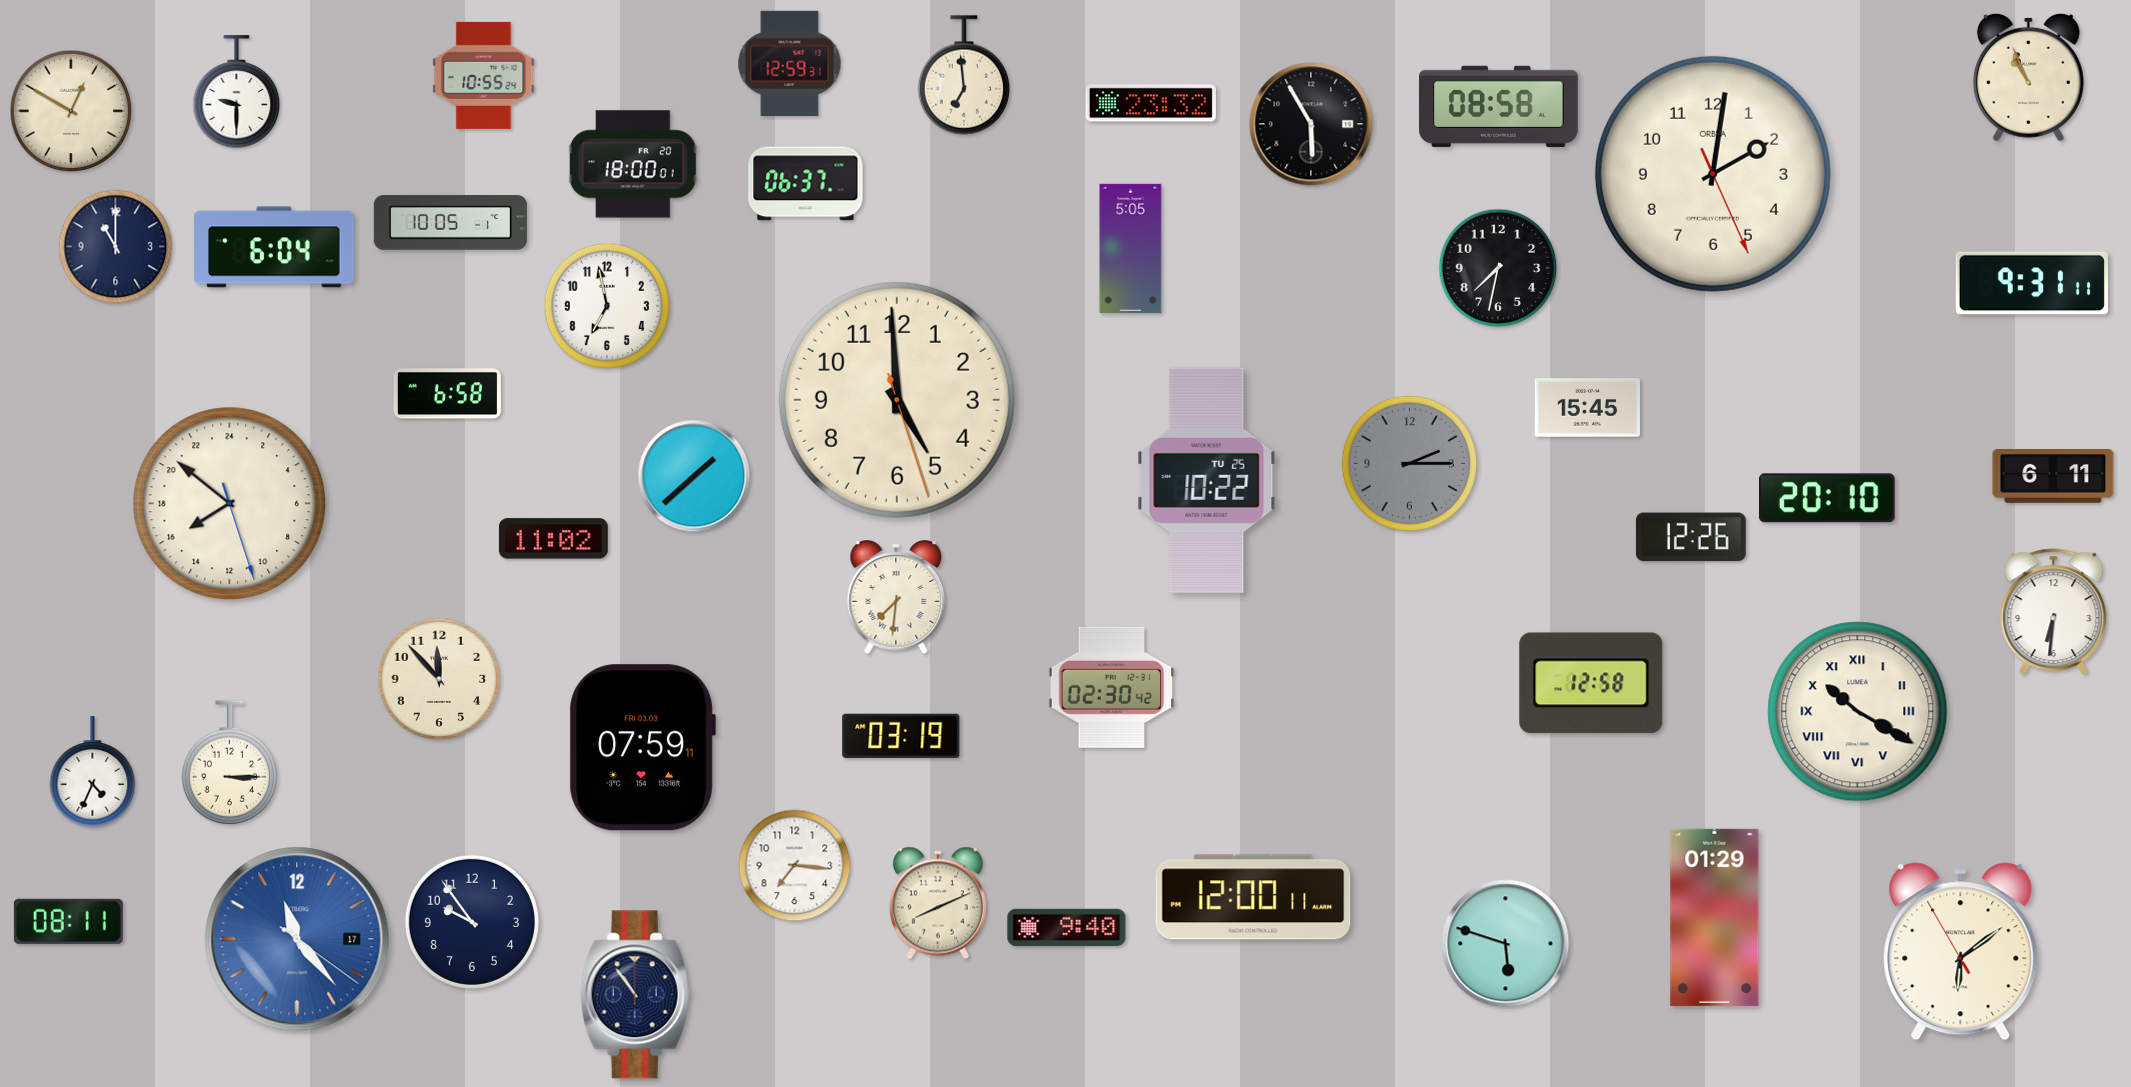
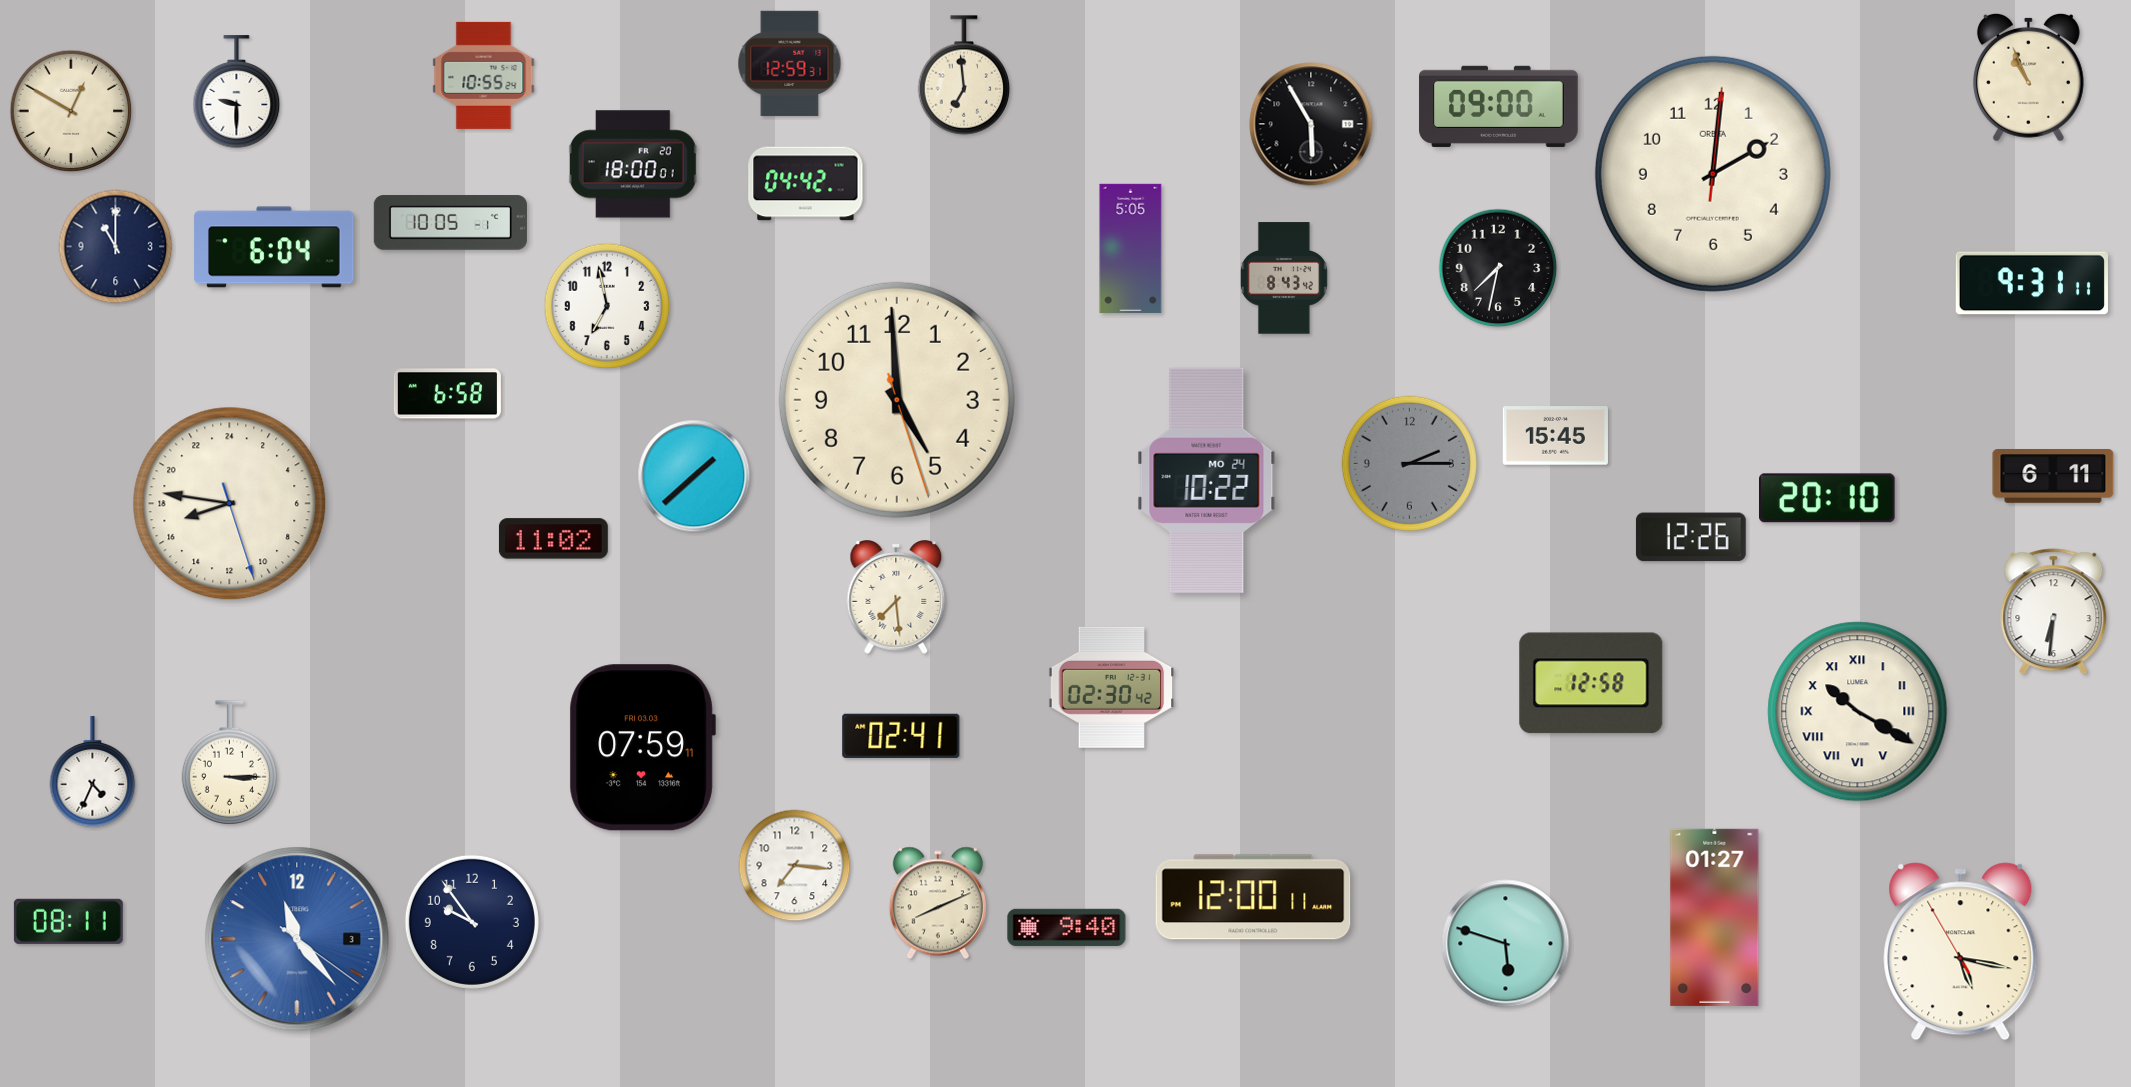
clock at (1151, 103): 23:32 -> none
clock at (1499, 106): 08:58 -> 09:00
clock at (1713, 174): 2:01:26 -> 2:01:01
clock at (806, 184): 06:37 -> 04:42
clock at (1284, 278): none -> 8:43
clock at (1587, 408) position: (1587, 408) -> (1555, 436)
clock at (1207, 480) date: TU 25 -> MO 24
clock at (230, 504): 15:51 -> 16:46
clock at (896, 598): 7:31 -> 7:29
clock at (439, 679): 11:53 -> none
clock at (901, 736): 03:19 -> 02:41
clock at (1715, 917): 01:29 -> 01:27
clock at (297, 939) date: 17 -> 3
clock at (1961, 952): 6:08 -> 5:16
clock at (636, 995): 10:54 -> none
